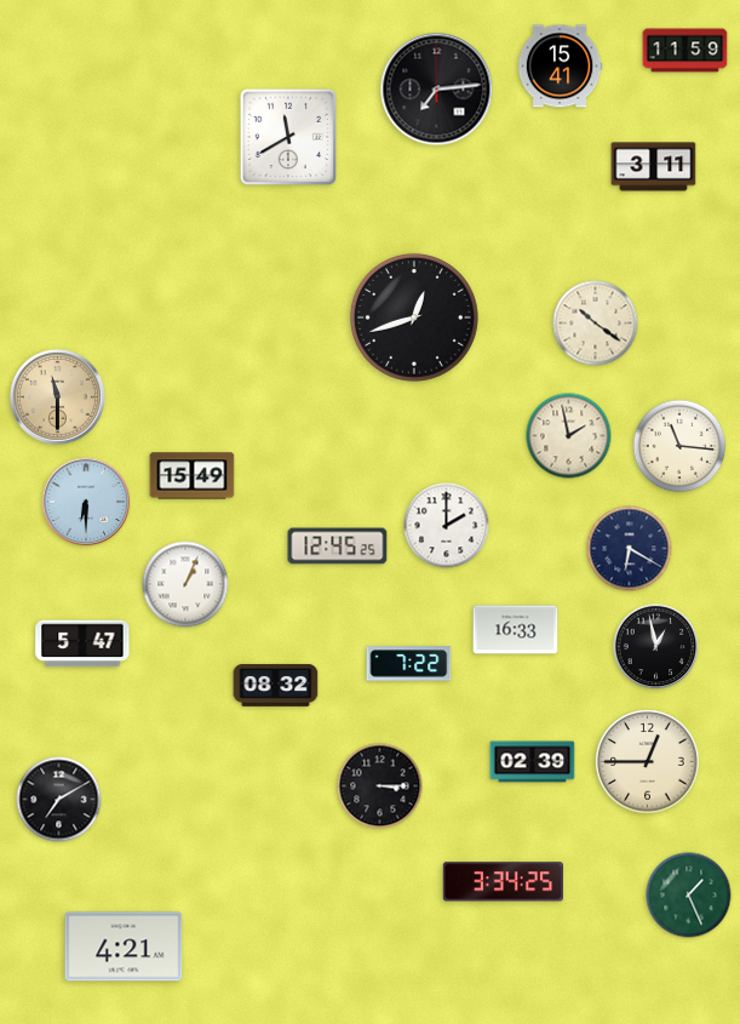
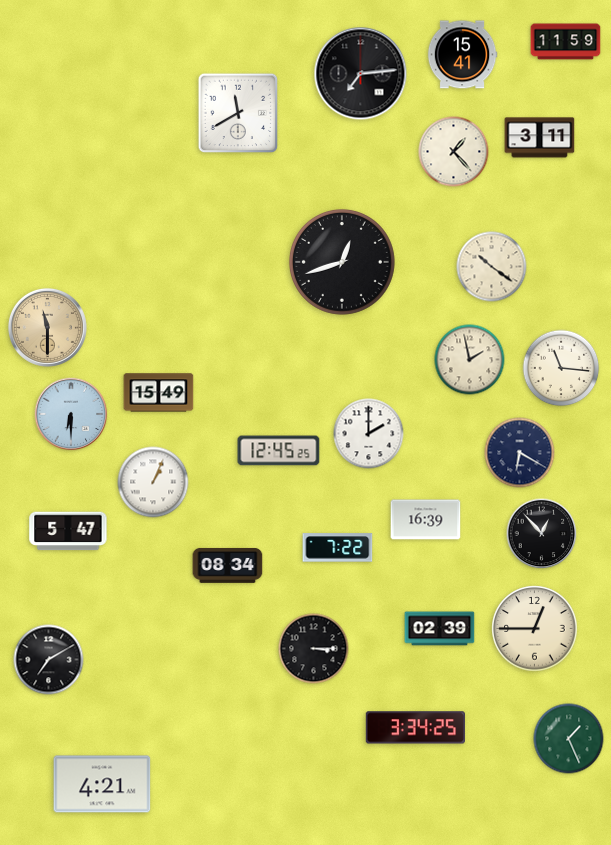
clock at (454, 152): none -> 1:23
clock at (516, 630): 16:33 -> 16:39
clock at (656, 647): 12:58 -> 12:53
clock at (276, 685): 08:32 -> 08:34
clock at (124, 946) position: (124, 946) -> (102, 784)
